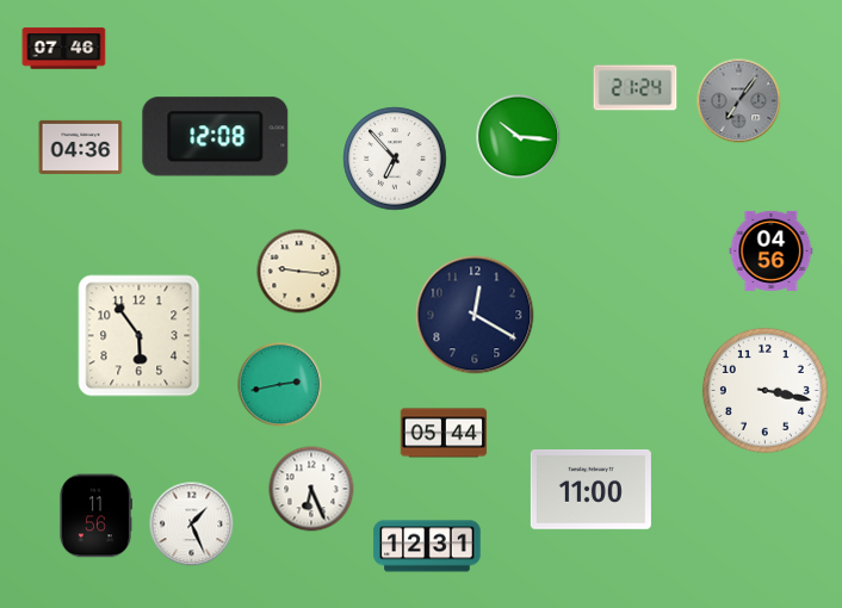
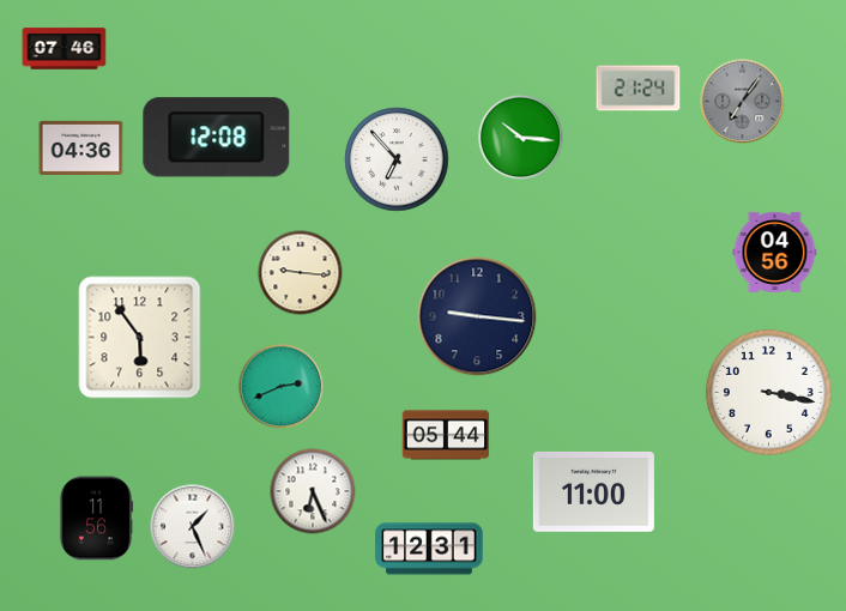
clock at (475, 315): 12:20 -> 9:16
clock at (280, 385): 2:43 -> 2:41
